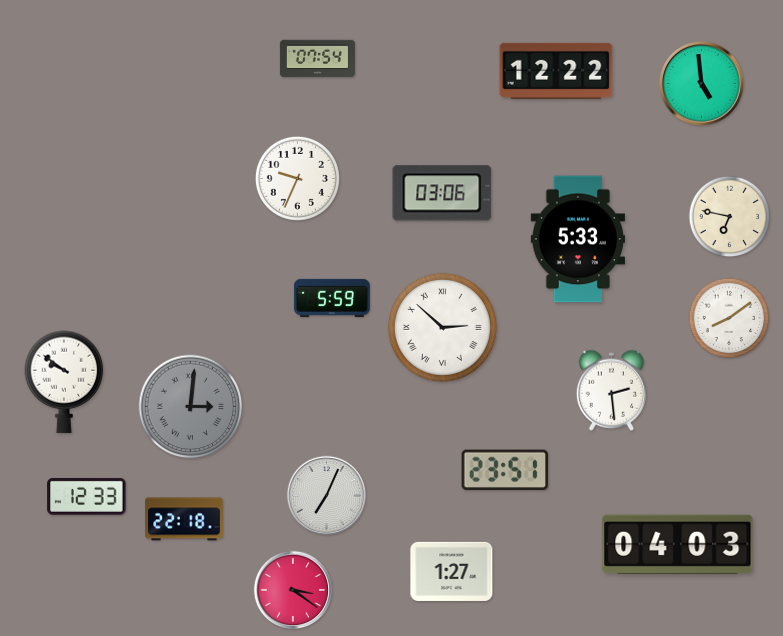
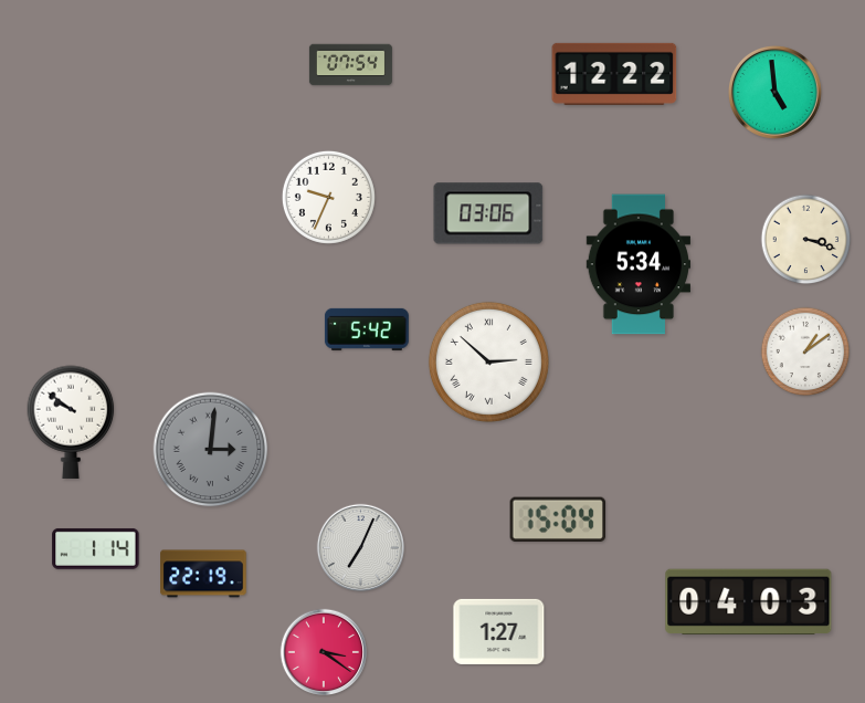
clock at (556, 71) position: (556, 71) -> (614, 74)
clock at (730, 217): 6:47 -> 3:18
clock at (577, 239): 5:33 -> 5:34
clock at (332, 298): 5:59 -> 5:42
clock at (729, 318): 8:09 -> 1:09
clock at (611, 390): 2:29 -> none
clock at (505, 470): 23:51 -> 15:04
clock at (87, 496): 12:33 -> 1:14
clock at (184, 519): 22:18 -> 22:19
